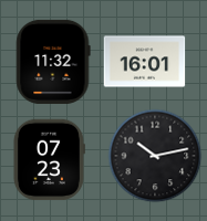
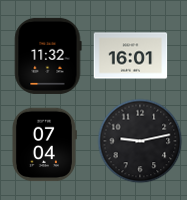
clock at (155, 156): 10:13 -> 9:13
clock at (49, 160): 07:23 -> 07:04
